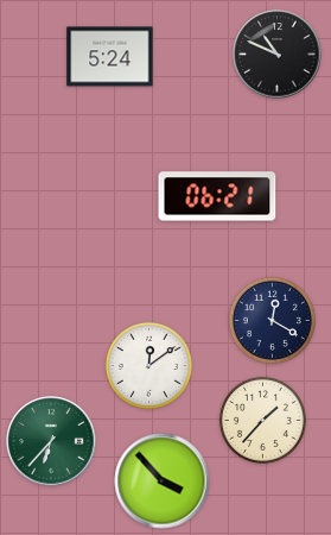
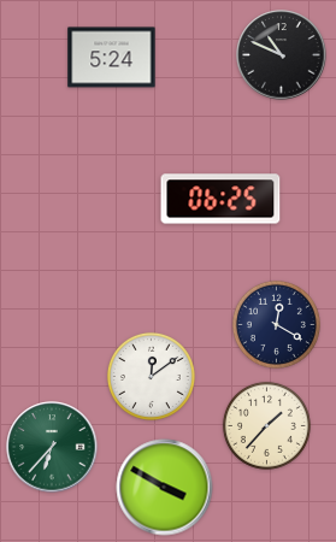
clock at (217, 196): 06:21 -> 06:25
clock at (148, 365) position: (148, 365) -> (151, 376)
clock at (163, 481): 3:53 -> 3:50
